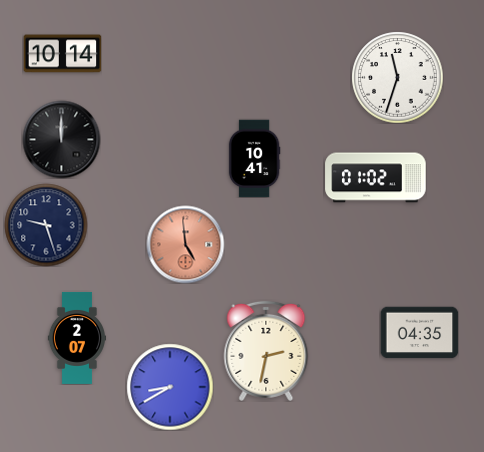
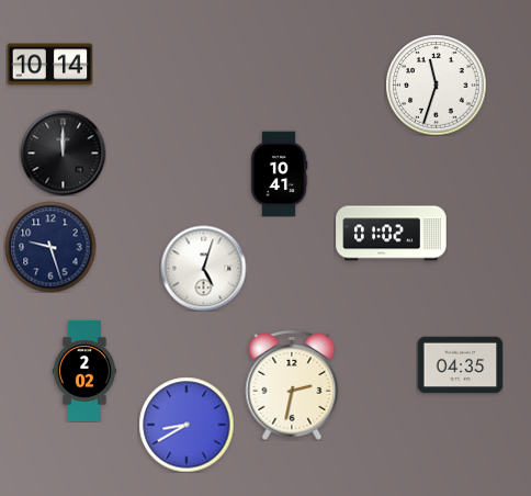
clock at (62, 54) position: (62, 54) -> (49, 65)
clock at (61, 139) position: (61, 139) -> (63, 153)
clock at (376, 178) position: (376, 178) -> (392, 234)
clock at (185, 244): 4:59 -> 5:03
clock at (185, 244) dial: salmon -> white
clock at (76, 338): 2:07 -> 2:02
